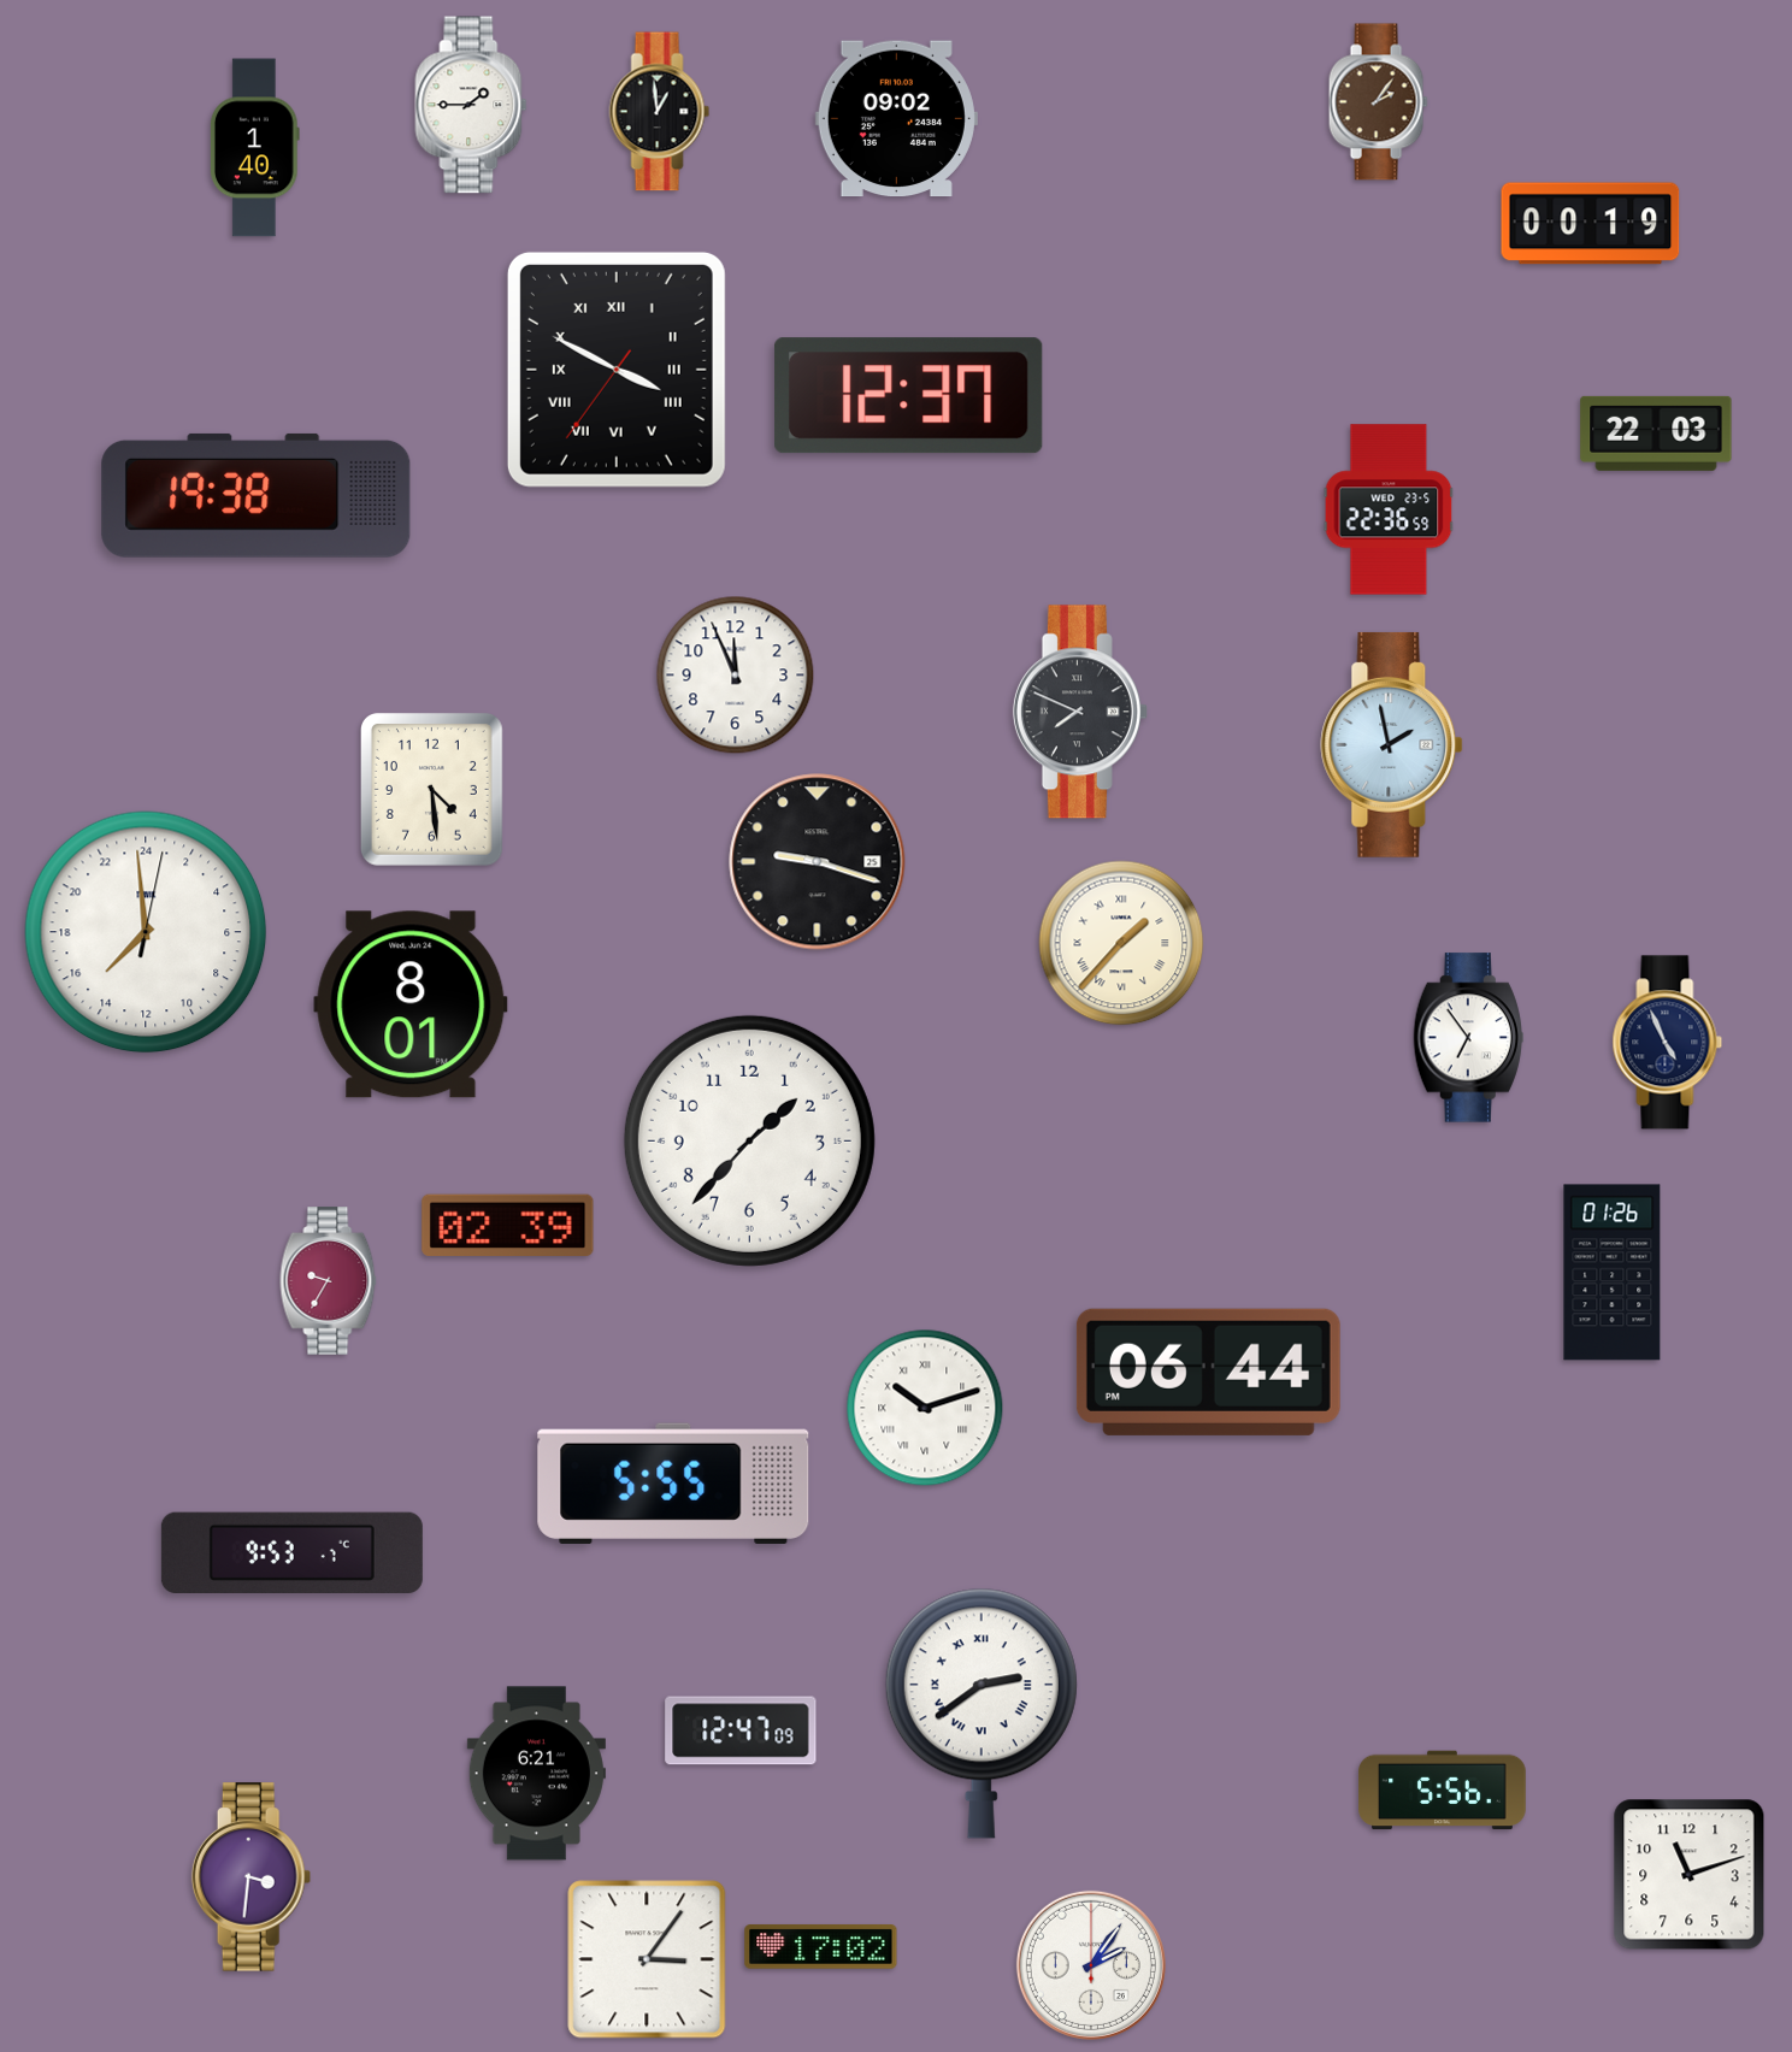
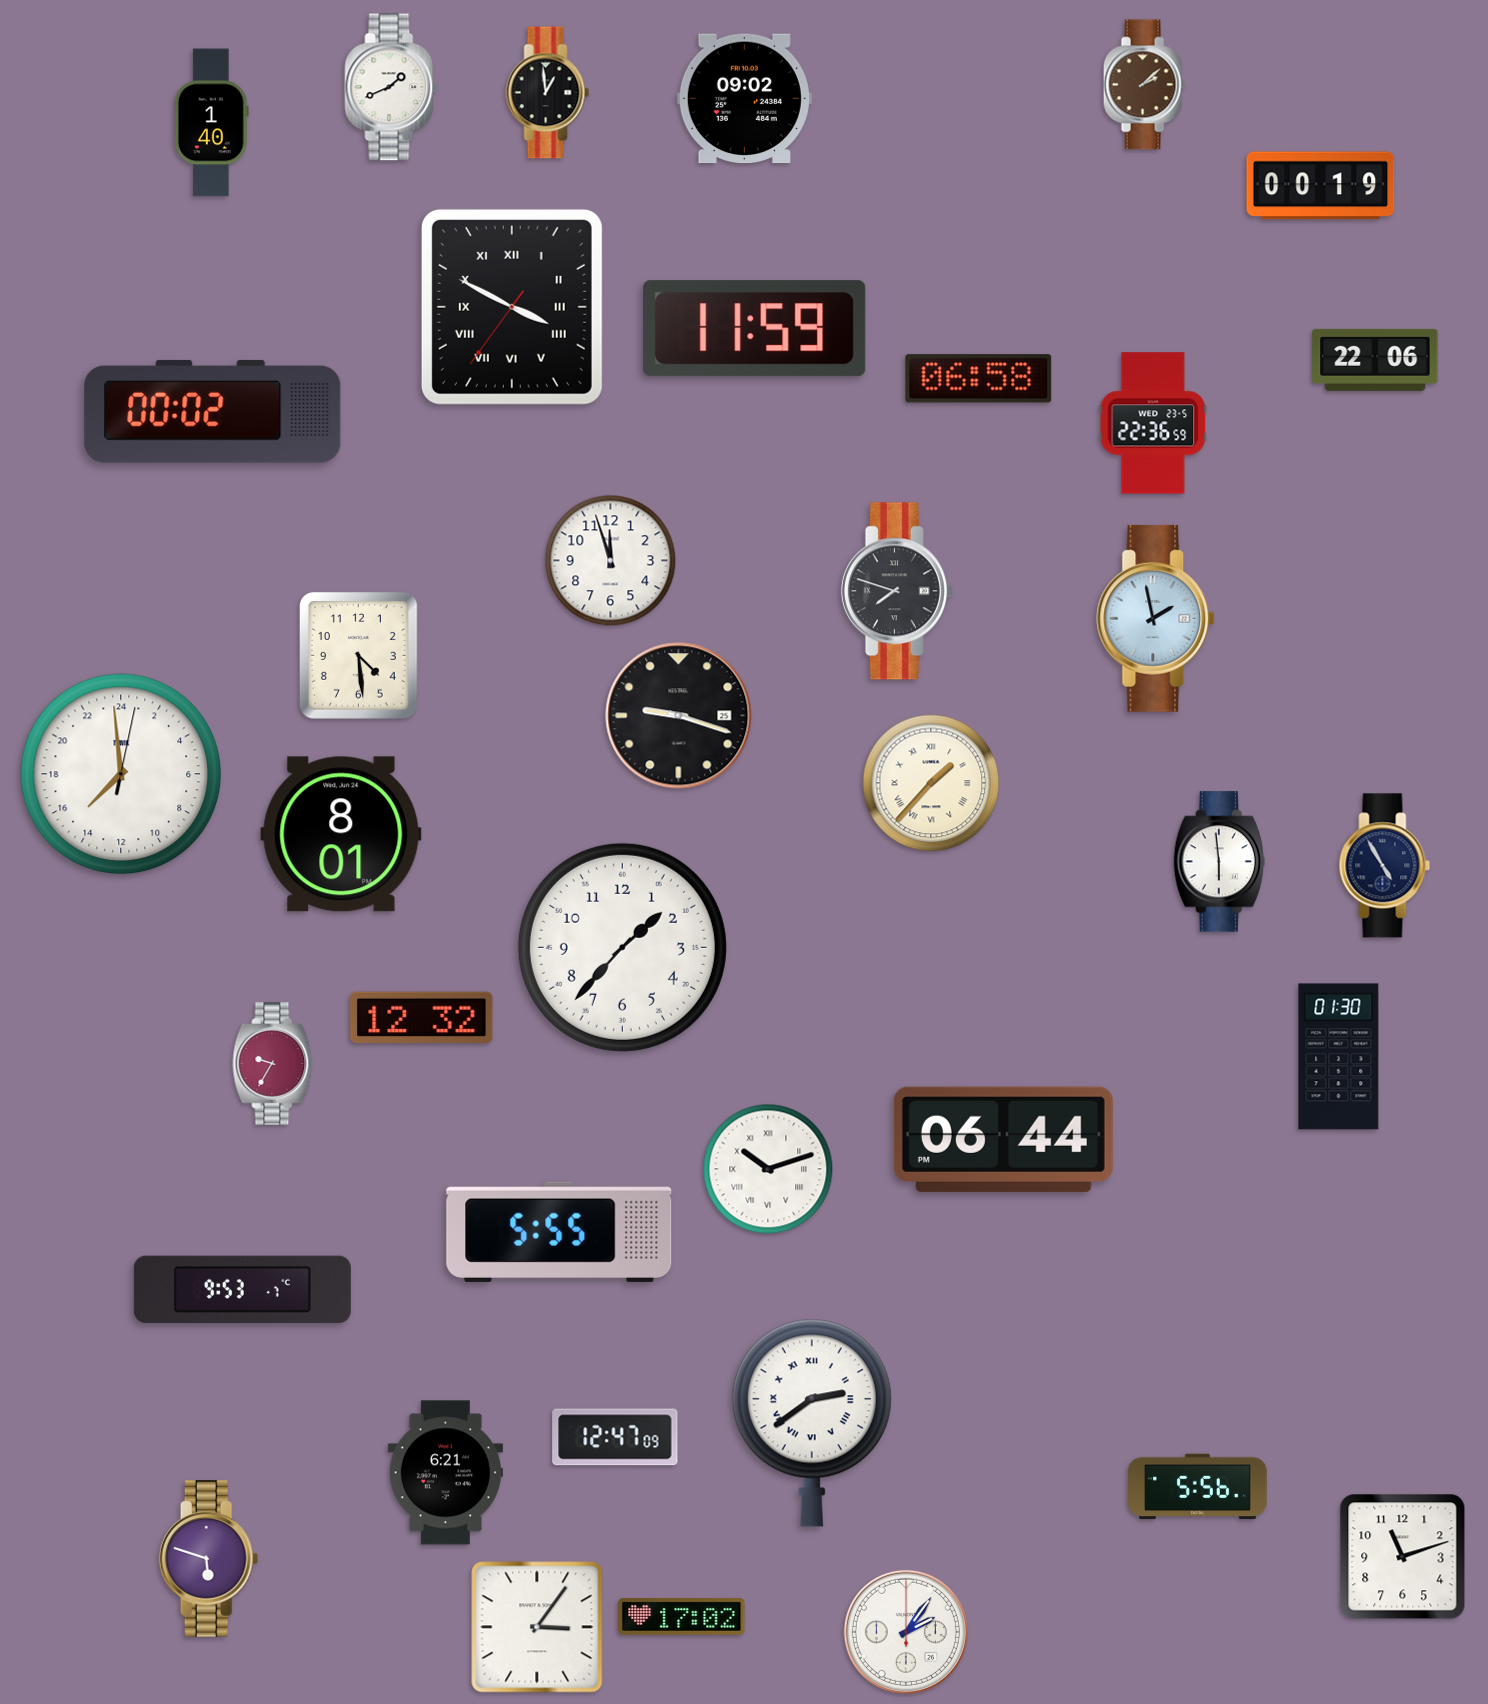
clock at (1378, 102): 2:06 -> 2:08
clock at (471, 105): 1:45 -> 1:41
clock at (908, 396): 12:37 -> 11:59
clock at (1656, 434): 22:03 -> 22:06
clock at (979, 379): none -> 06:58
clock at (257, 495): 19:38 -> 00:02
clock at (736, 676): 11:56 -> 11:57
clock at (1080, 712): 7:49 -> 7:48
clock at (1468, 1038): 6:54 -> 5:59
clock at (1668, 1043): 4:56 -> 4:55
clock at (508, 1226): 02:39 -> 12:32
clock at (1613, 1273): 01:26 -> 01:30
clock at (982, 1714) position: (982, 1714) -> (812, 1423)
clock at (252, 1877): 3:31 -> 5:48
